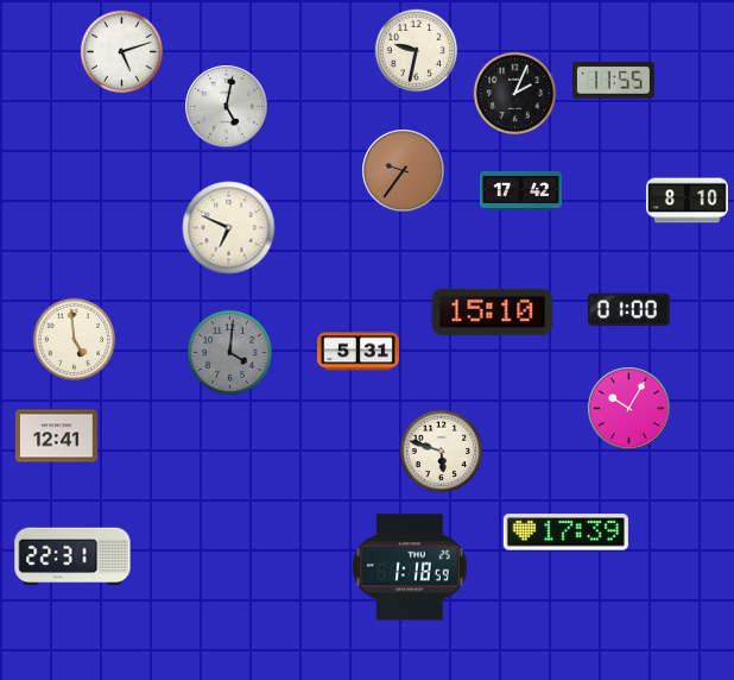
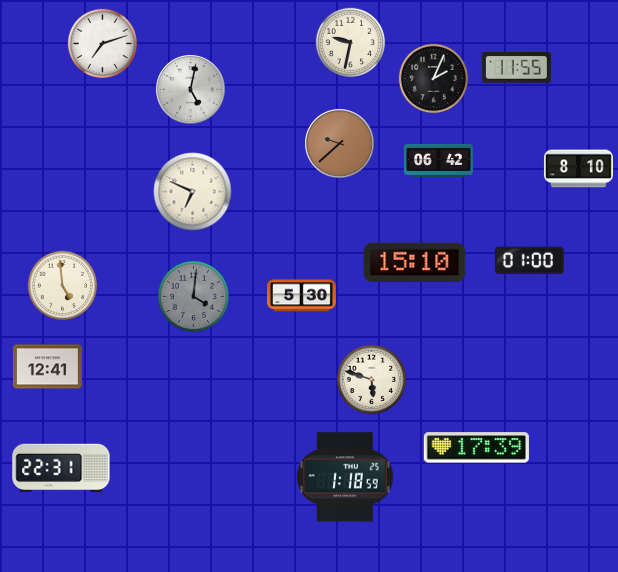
clock at (122, 52): 5:12 -> 7:12
clock at (404, 171): 9:36 -> 9:38
clock at (520, 190): 17:42 -> 06:42
clock at (357, 352): 5:31 -> 5:30
clock at (629, 409): 10:05 -> none
